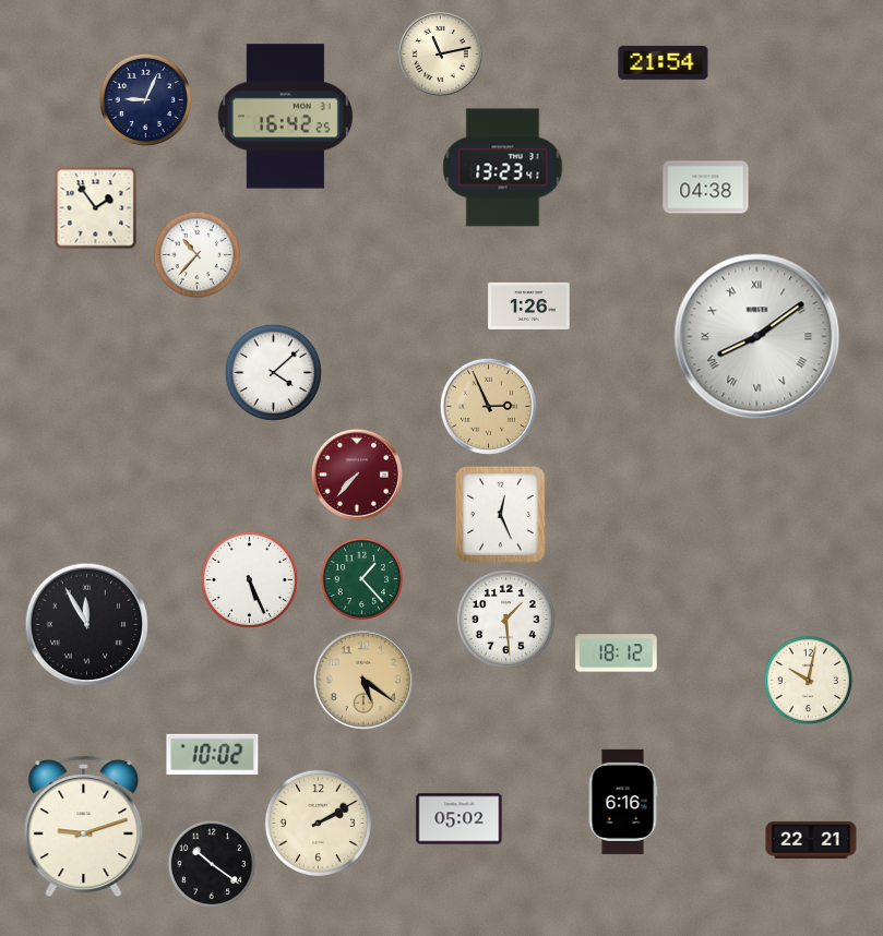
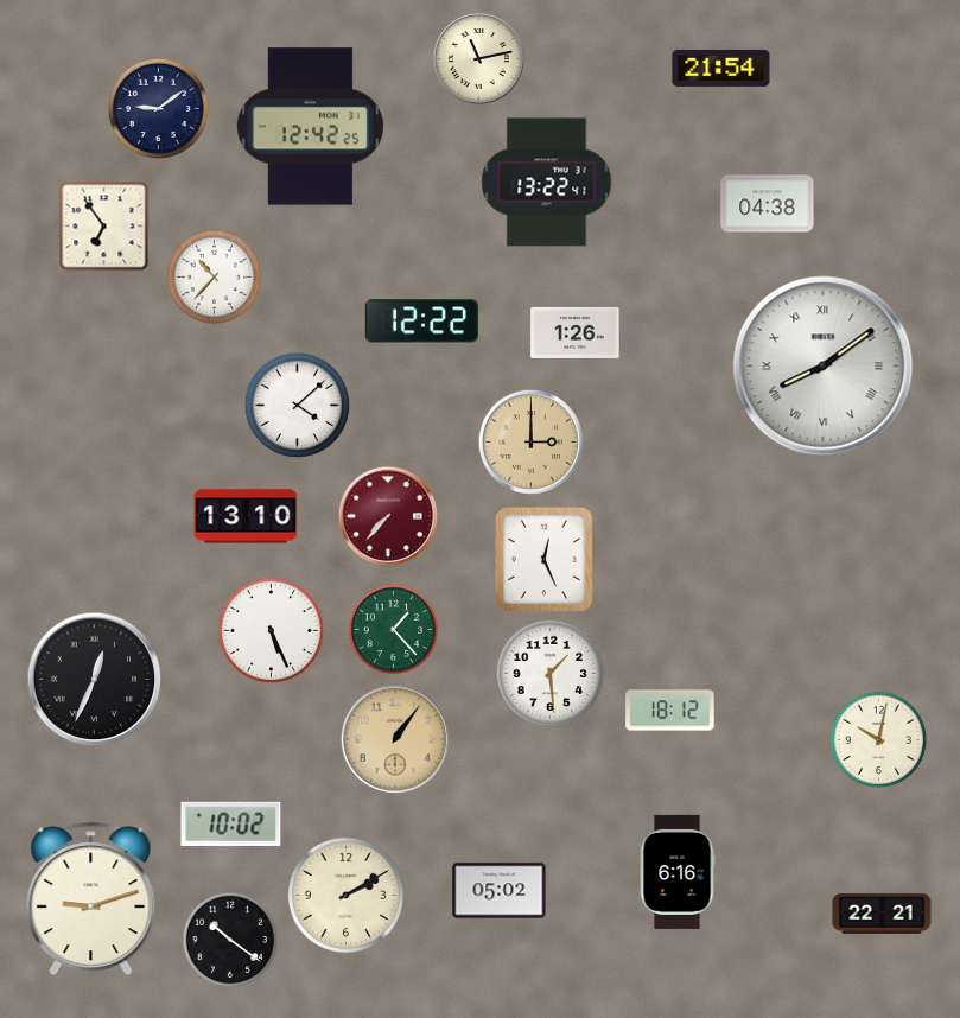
clock at (145, 99): 9:04 -> 9:09
clock at (285, 117): 16:42 -> 12:42
clock at (503, 168): 13:23 -> 13:22
clock at (96, 208): 1:54 -> 6:54
clock at (421, 322): none -> 12:22
clock at (488, 406): 2:56 -> 3:00
clock at (246, 516): none -> 13:10
clock at (87, 625): 11:55 -> 12:34
clock at (363, 680): 5:21 -> 1:06
clock at (213, 754) position: (213, 754) -> (231, 823)
